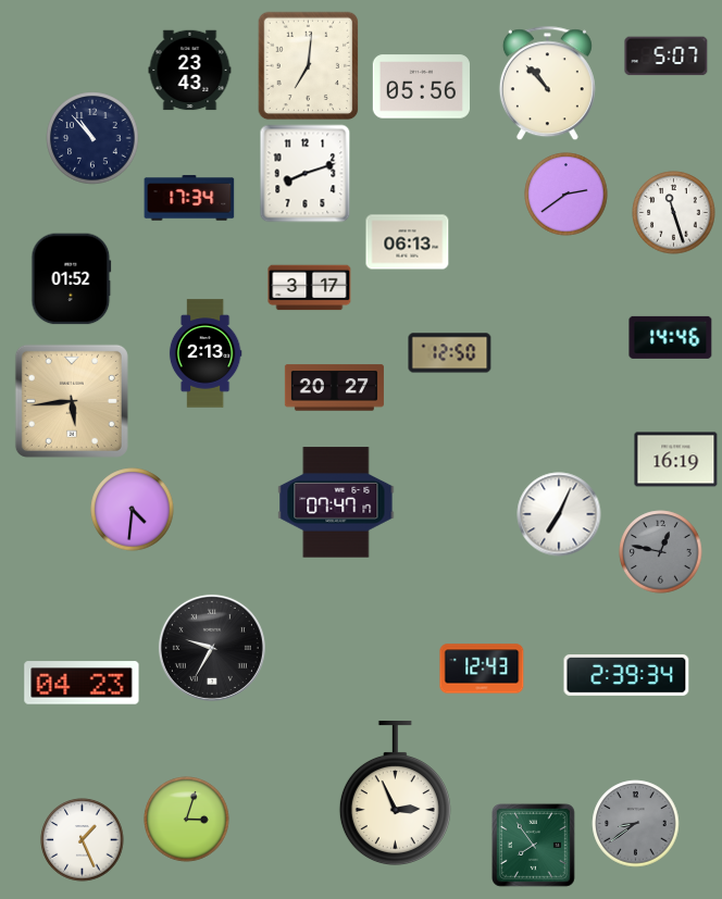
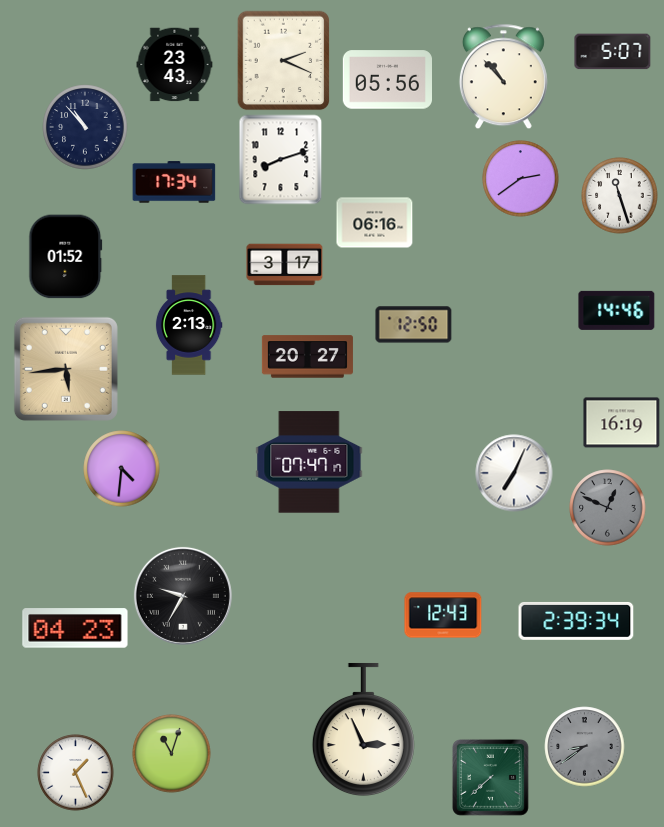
clock at (309, 66): 7:01 -> 2:19
clock at (408, 242): 06:13 -> 06:16
clock at (661, 552): 12:47 -> 12:49
clock at (212, 648) position: (212, 648) -> (183, 596)
clock at (187, 820): 3:03 -> 11:03
clock at (636, 824) position: (636, 824) -> (585, 747)
clock at (533, 845): 7:54 -> 7:38
